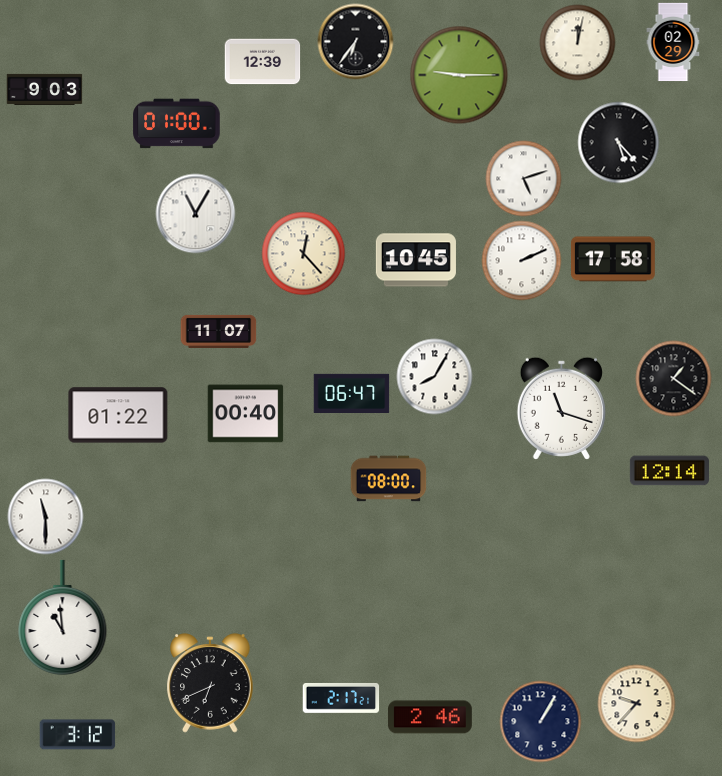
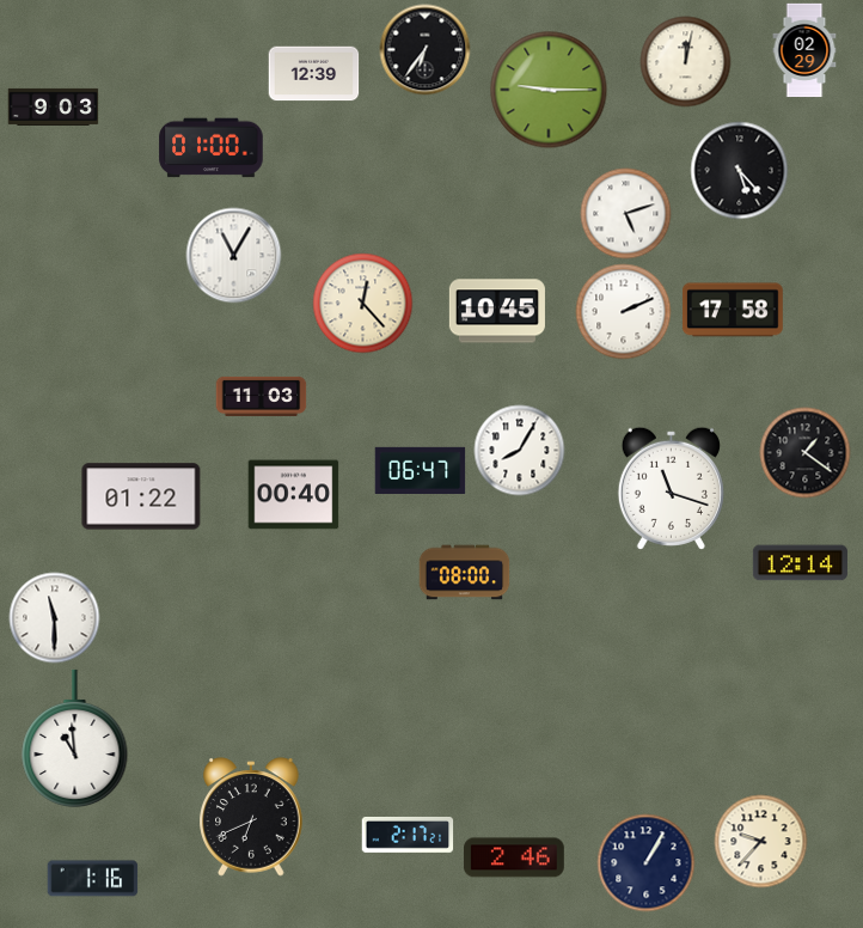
clock at (578, 43) position: (578, 43) -> (686, 62)
clock at (219, 331): 11:07 -> 11:03
clock at (78, 735): 3:12 -> 1:16
